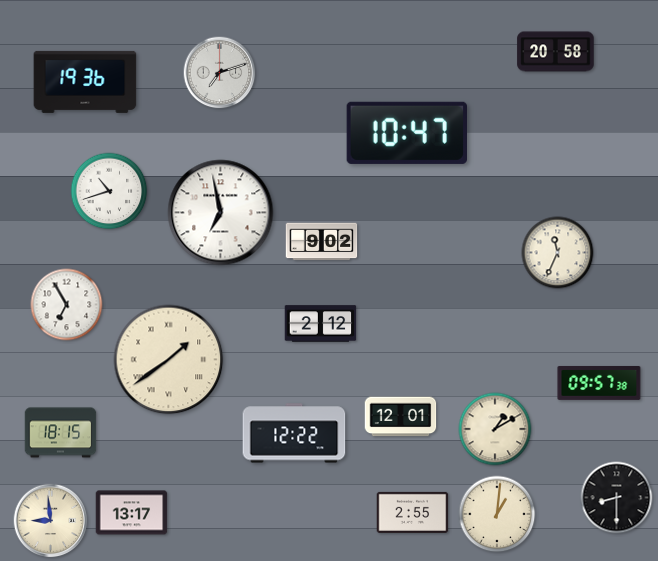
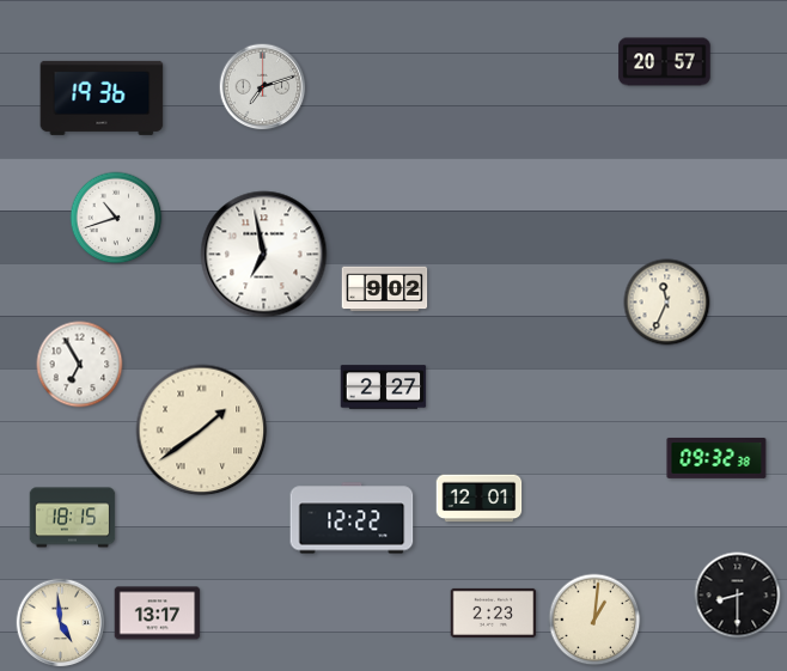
clock at (556, 52): 20:58 -> 20:57
clock at (406, 133): 10:47 -> none
clock at (109, 191) position: (109, 191) -> (116, 218)
clock at (321, 324): 2:12 -> 2:27
clock at (599, 383): 09:57 -> 09:32
clock at (495, 429): 1:10 -> none
clock at (413, 512): 2:55 -> 2:23
clock at (497, 514) position: (497, 514) -> (594, 620)
clock at (51, 521): 8:59 -> 4:59
